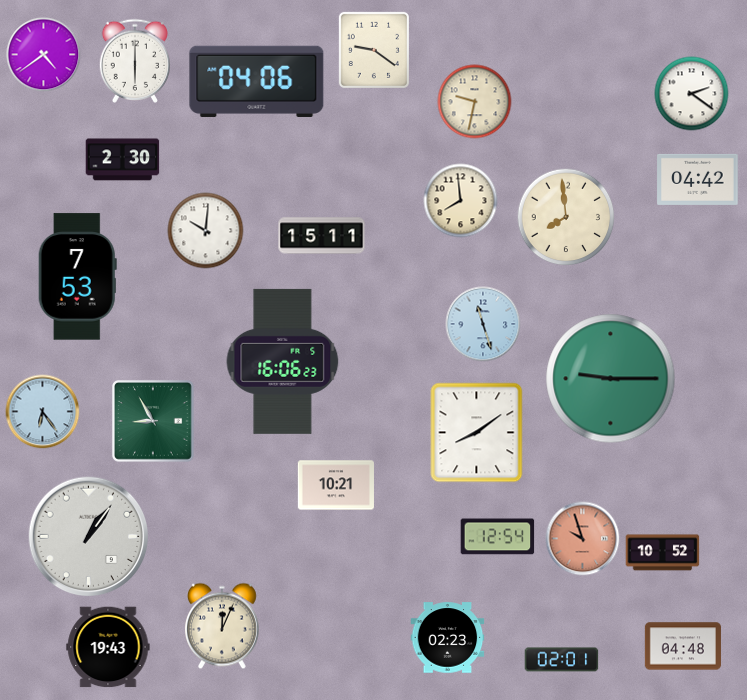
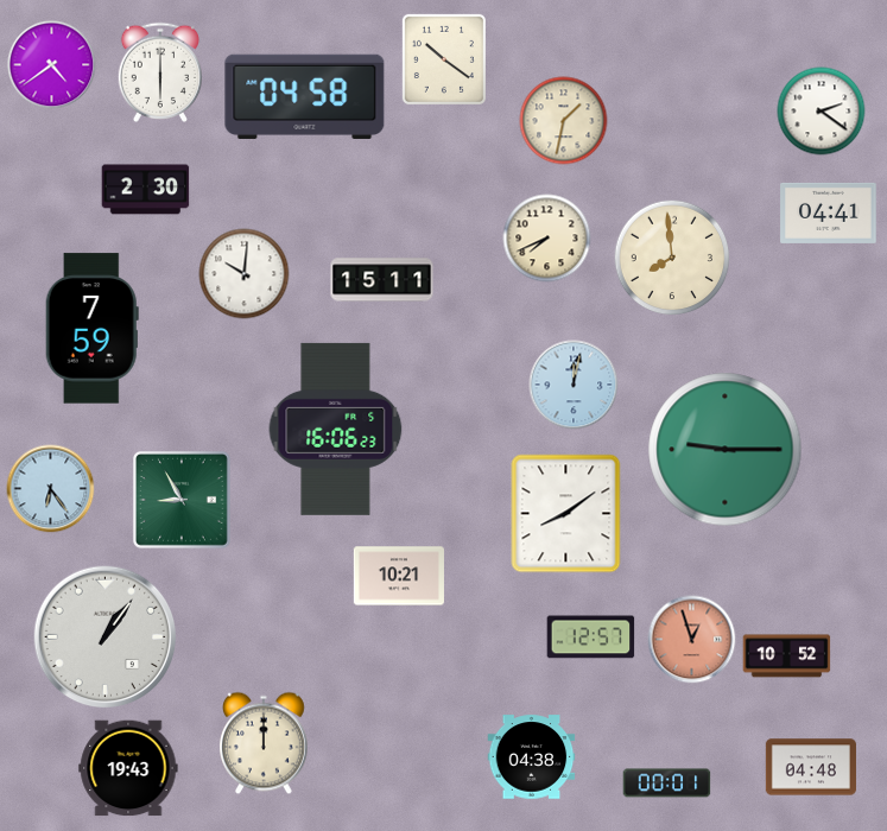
clock at (374, 50): 9:21 -> 10:21
clock at (257, 81): 04:06 -> 04:58
clock at (475, 102): 9:32 -> 1:32
clock at (698, 179): 04:42 -> 04:41
clock at (461, 201): 7:59 -> 7:41
clock at (77, 277): 7:53 -> 7:59
clock at (483, 324): 11:27 -> 12:02
clock at (498, 537): 12:54 -> 12:57
clock at (583, 539): 9:57 -> 12:57
clock at (223, 626): 12:04 -> 12:00
clock at (448, 638): 02:23 -> 04:38
clock at (562, 660): 02:01 -> 00:01
